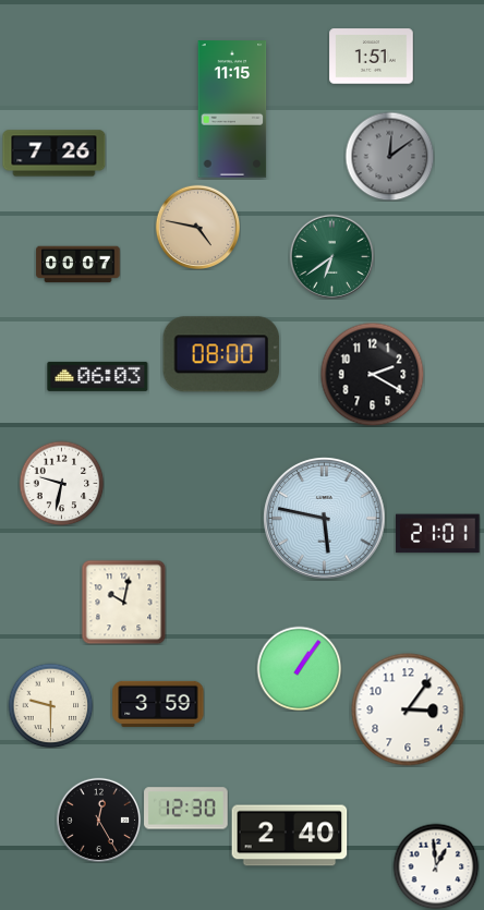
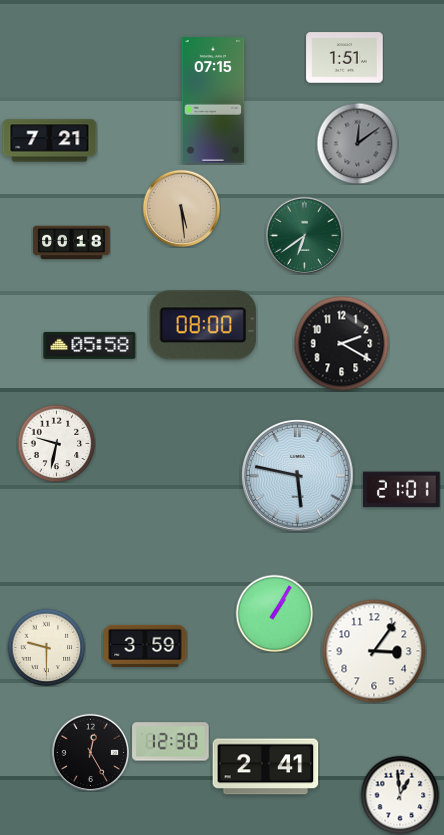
clock at (372, 57) position: (372, 57) -> (345, 58)
clock at (232, 109): 11:15 -> 07:15
clock at (55, 154): 7:26 -> 7:21
clock at (197, 227): 4:47 -> 5:29
clock at (78, 265): 00:07 -> 00:18
clock at (98, 376): 06:03 -> 05:58
clock at (123, 602): 10:02 -> none
clock at (299, 668): 1:06 -> 1:05
clock at (290, 836): 2:40 -> 2:41
